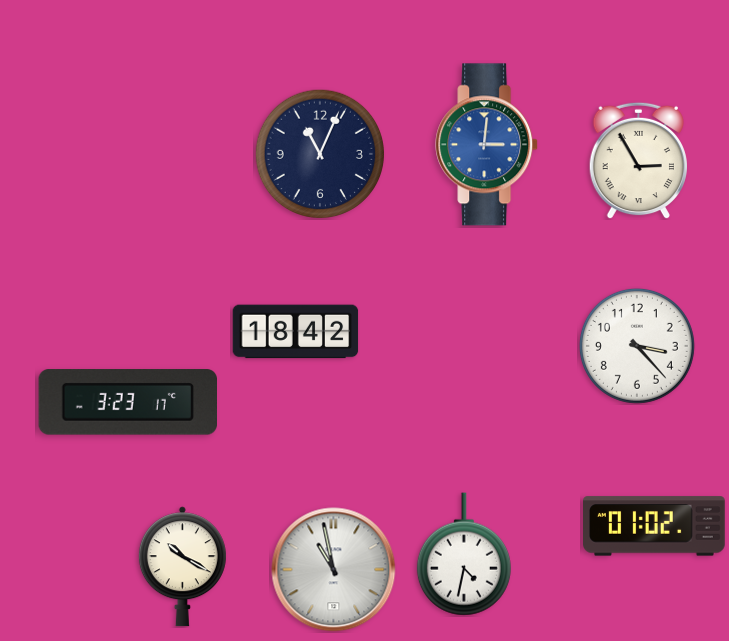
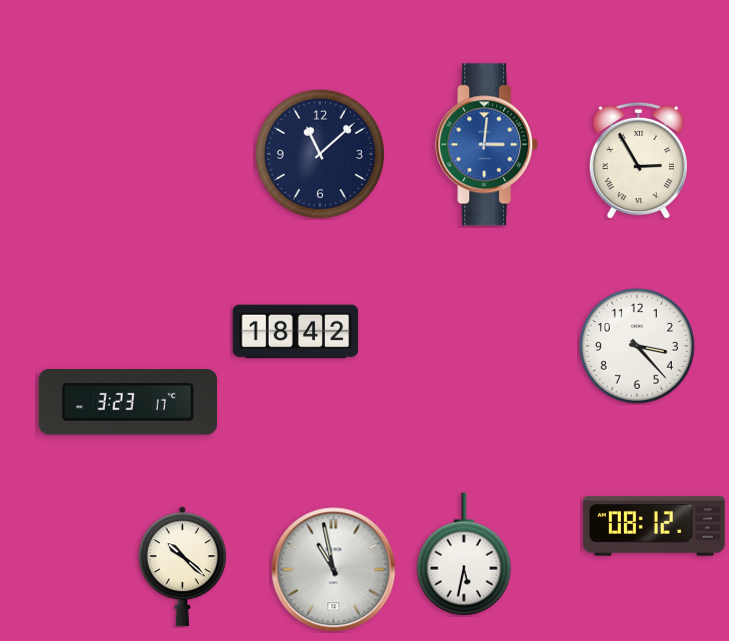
clock at (320, 154): 11:04 -> 11:08
clock at (655, 526): 01:02 -> 08:12
clock at (464, 554): 4:32 -> 5:32
clock at (182, 567): 10:20 -> 10:22
